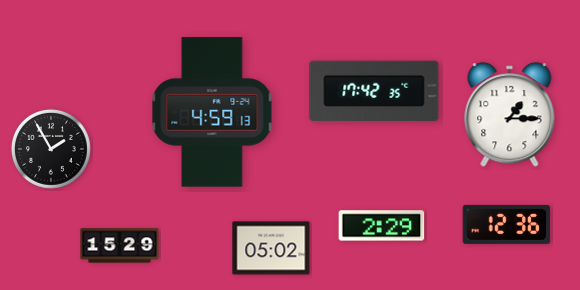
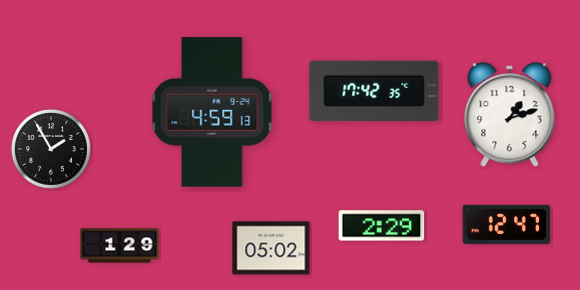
clock at (510, 115): 1:15 -> 1:12
clock at (507, 224): 12:36 -> 12:47
clock at (120, 246): 15:29 -> 1:29
